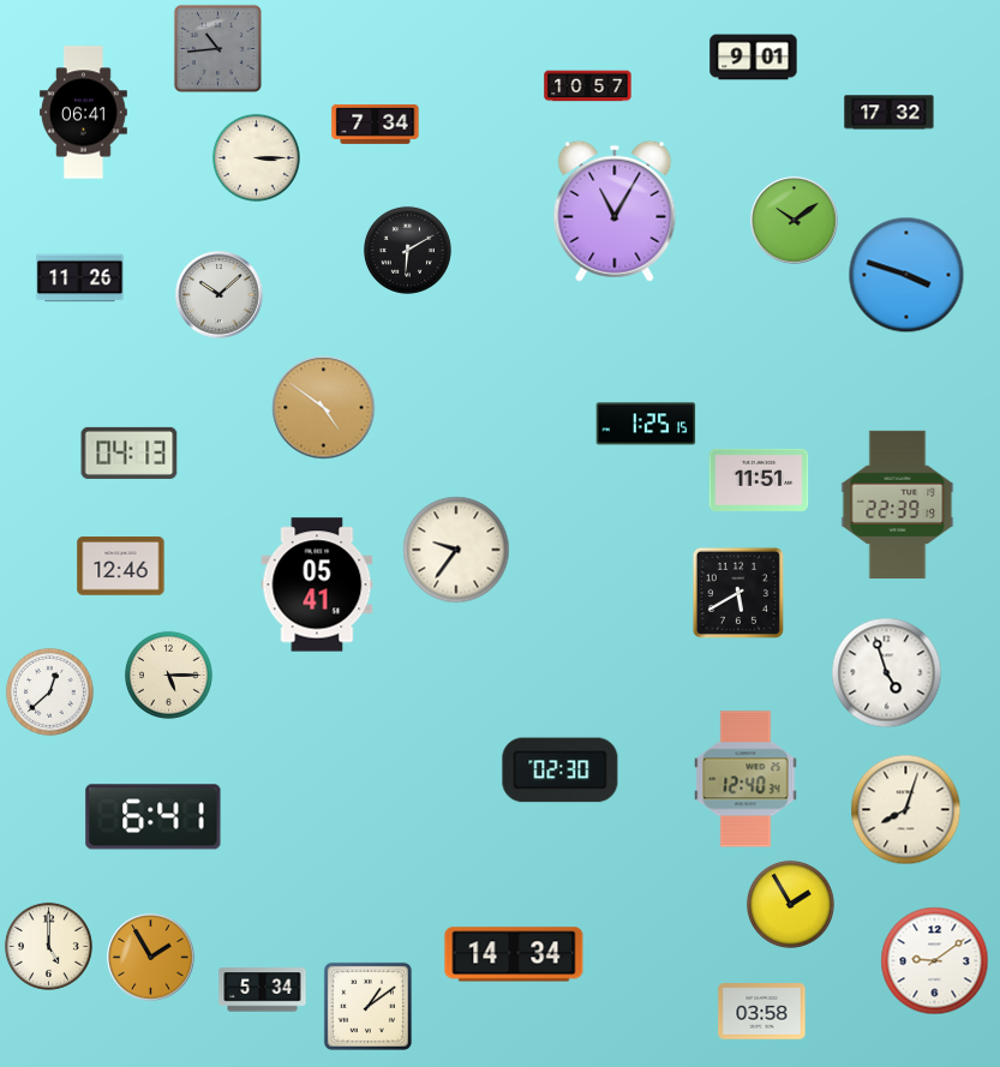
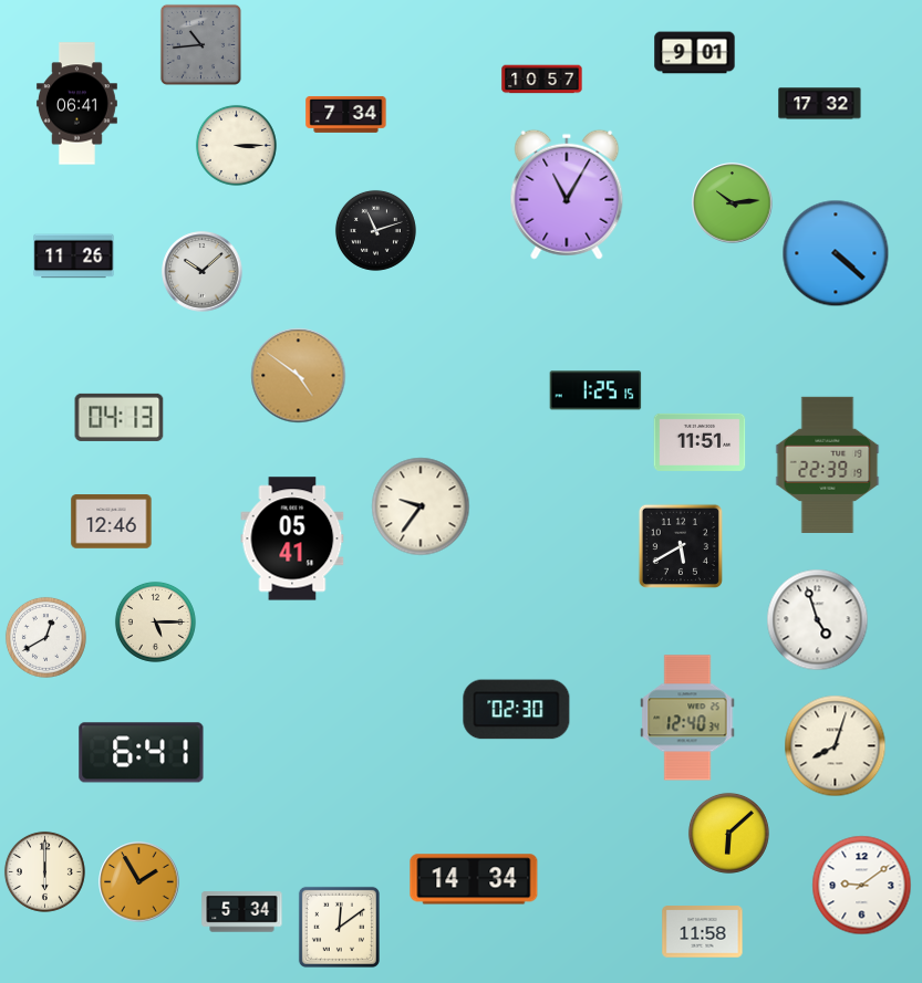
clock at (795, 221): 10:09 -> 10:14
clock at (407, 250): 6:10 -> 11:12
clock at (906, 275): 3:48 -> 4:22
clock at (49, 691): 12:38 -> 12:40
clock at (790, 904): 1:55 -> 6:08
clock at (48, 946): 5:00 -> 6:00
clock at (367, 1006): 1:09 -> 12:09
clock at (762, 1012): 03:58 -> 11:58
